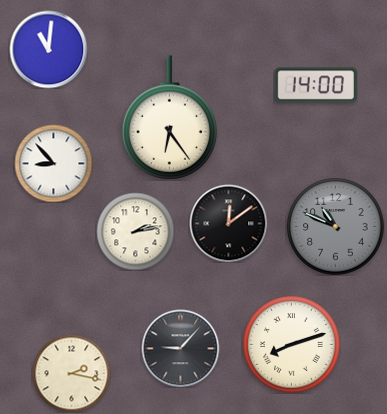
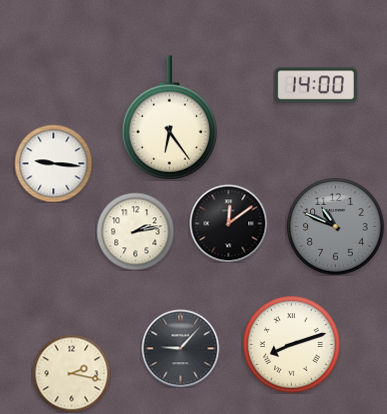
clock at (48, 49): 11:01 -> none
clock at (53, 163): 8:53 -> 9:16
